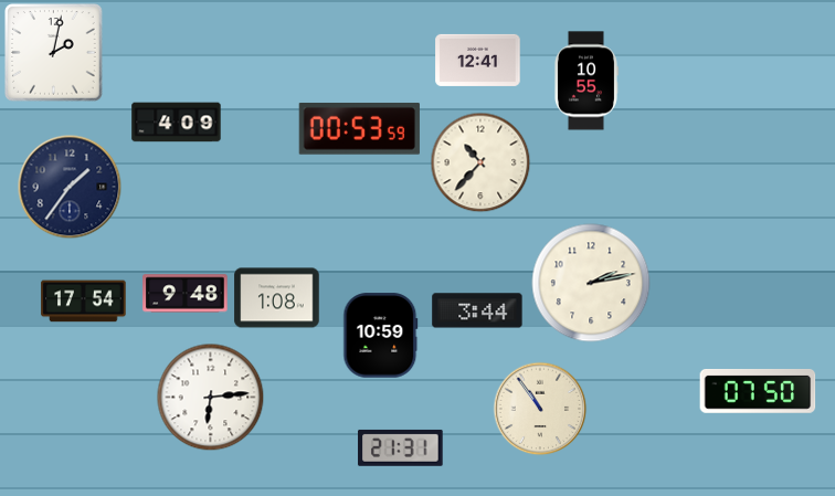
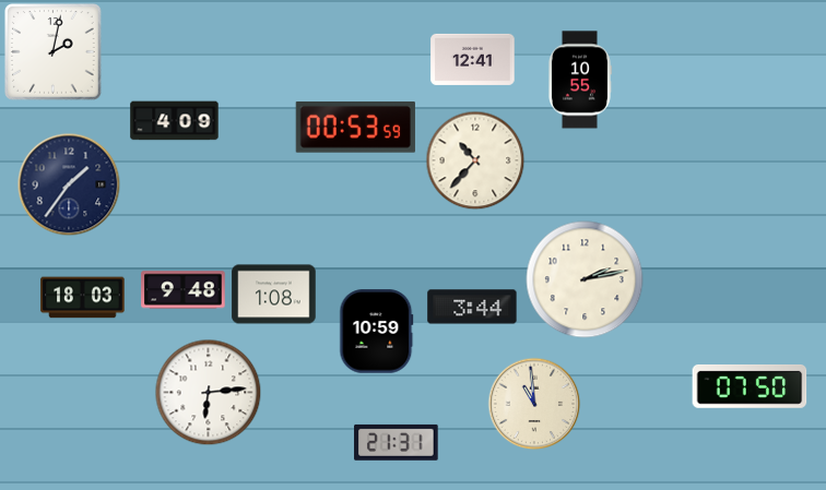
clock at (84, 302): 17:54 -> 18:03
clock at (540, 409): 10:54 -> 10:59
